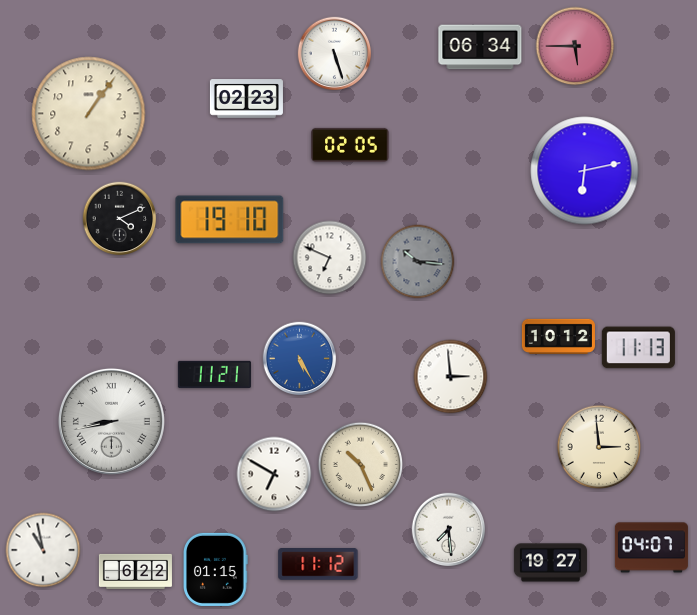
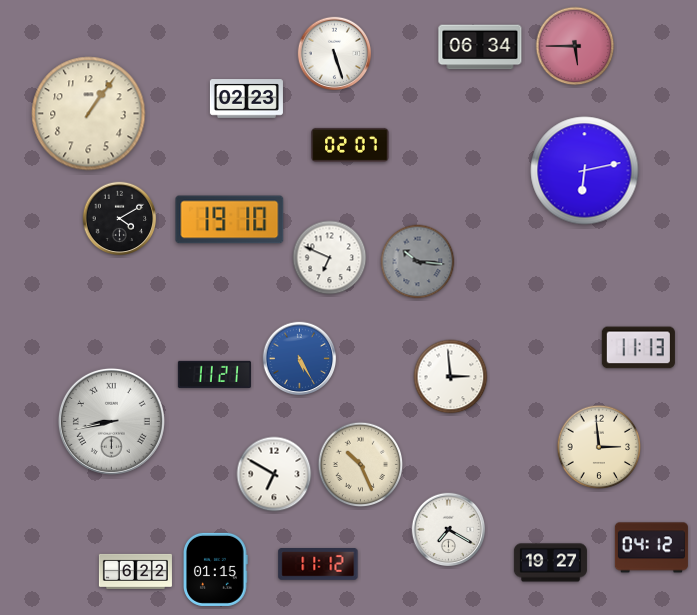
clock at (350, 145): 02:05 -> 02:07
clock at (120, 219): 4:11 -> 4:10
clock at (558, 336): 10:12 -> none
clock at (449, 530): 7:29 -> 7:20
clock at (651, 548): 04:07 -> 04:12
clock at (43, 550): 10:58 -> none
